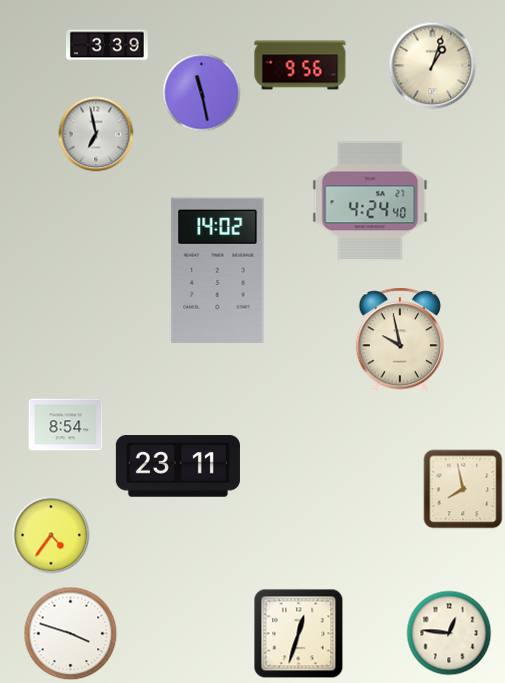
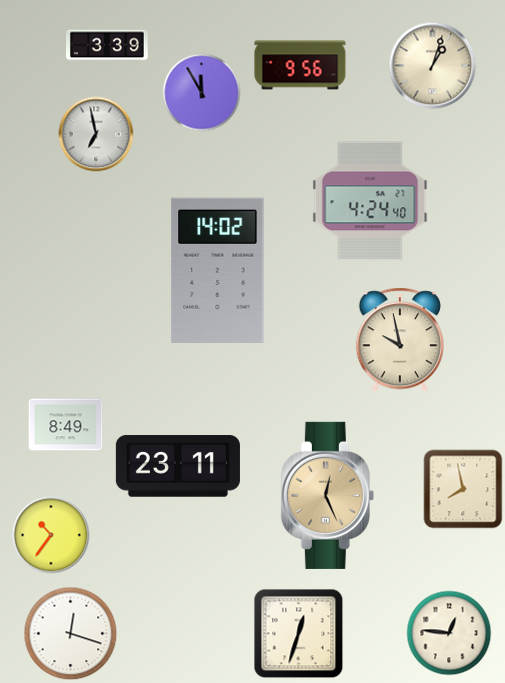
clock at (202, 93): 11:28 -> 11:55
clock at (66, 425): 8:54 -> 8:49
clock at (327, 495): none -> 12:26
clock at (51, 535): 4:36 -> 10:36
clock at (71, 634): 3:48 -> 12:18
